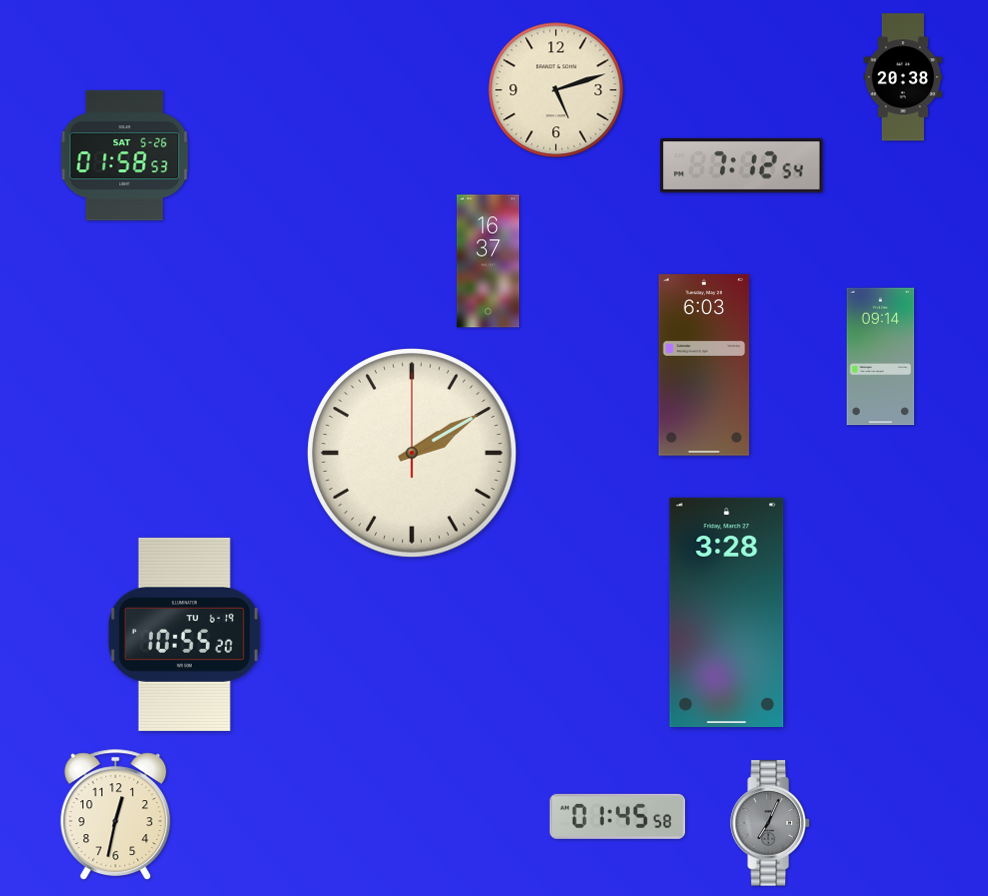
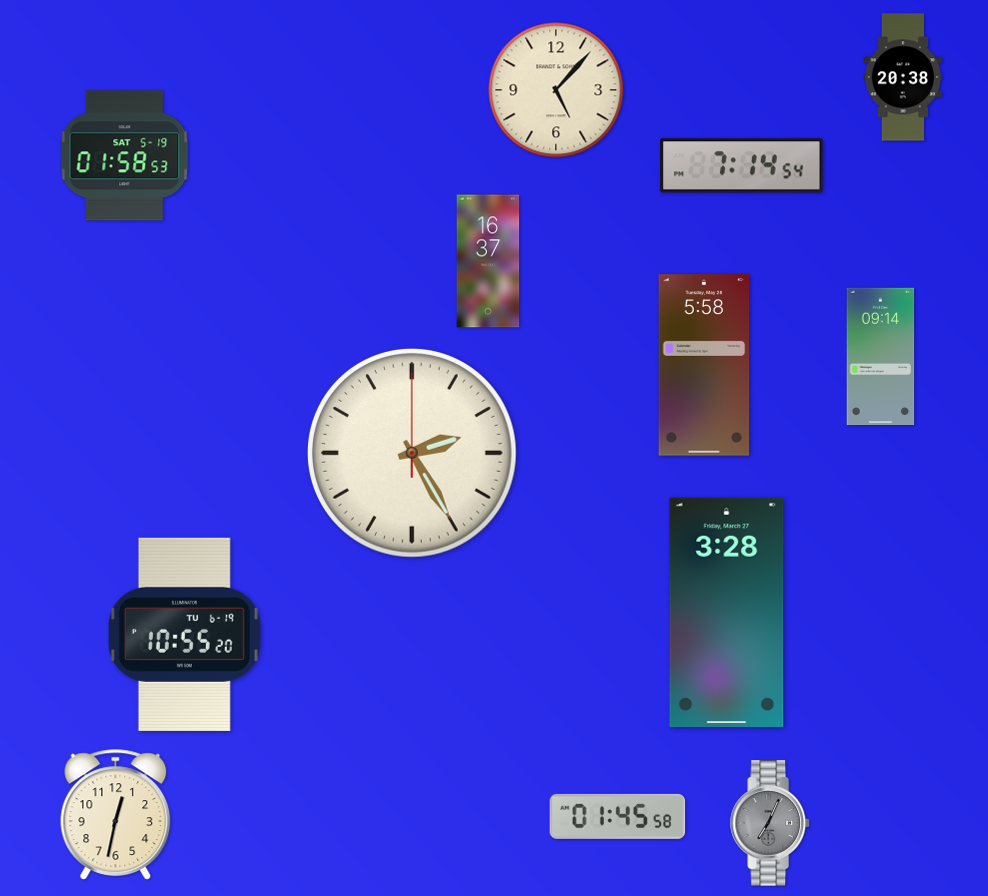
clock at (556, 90): 5:12 -> 5:07
clock at (125, 156) date: SAT 5-26 -> SAT 5-19
clock at (742, 166): 7:12 -> 7:14
clock at (704, 365): 6:03 -> 5:58
clock at (412, 453): 2:10 -> 2:25
